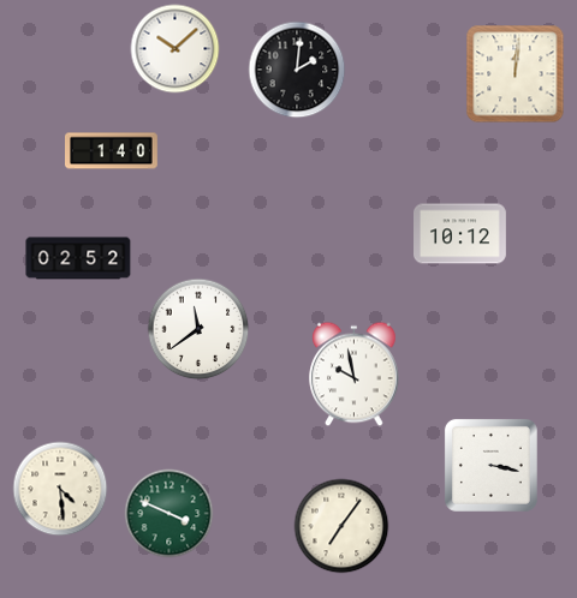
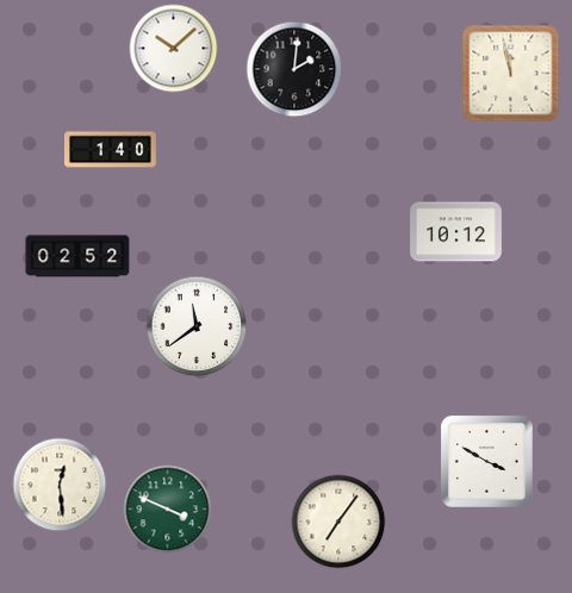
clock at (516, 74): 12:01 -> 11:58
clock at (355, 375): 9:58 -> none
clock at (490, 465): 3:17 -> 3:50
clock at (60, 489): 4:29 -> 12:29
